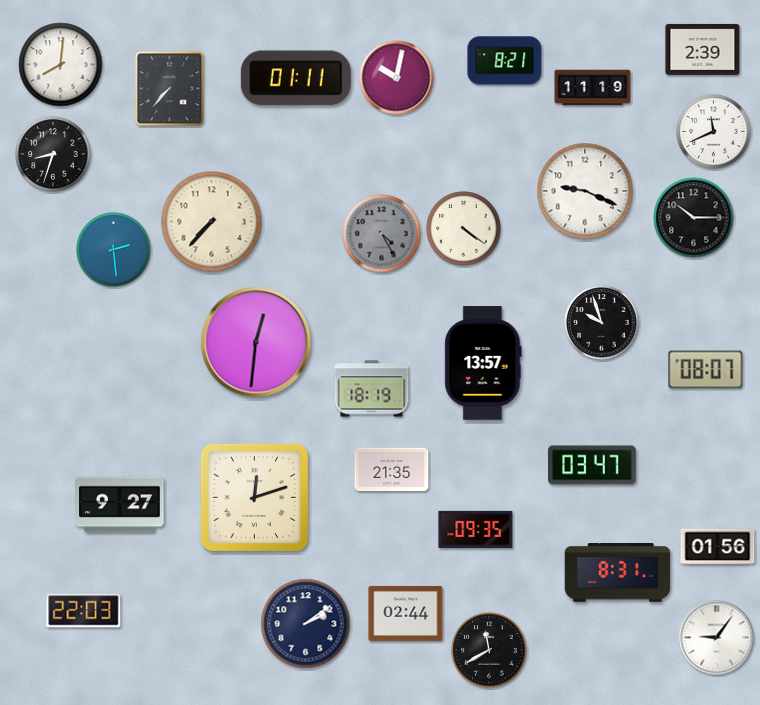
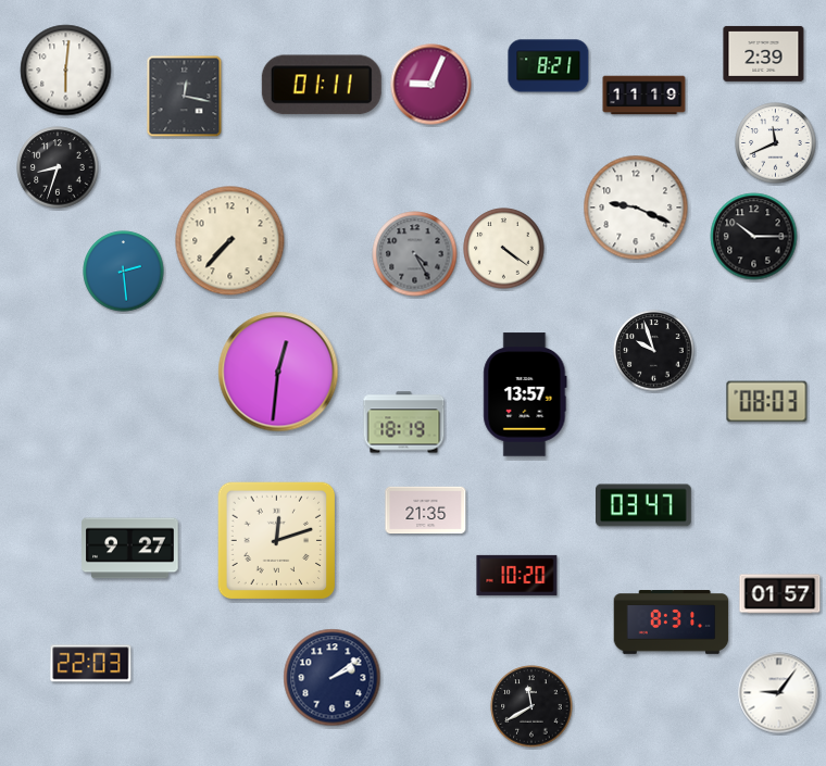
clock at (61, 65): 8:01 -> 6:01
clock at (397, 78): 10:02 -> 9:04
clock at (170, 89): 7:37 -> 12:17
clock at (706, 370): 08:07 -> 08:03
clock at (476, 529): 09:35 -> 10:20
clock at (718, 547): 01:56 -> 01:57
clock at (406, 613): 02:44 -> none
